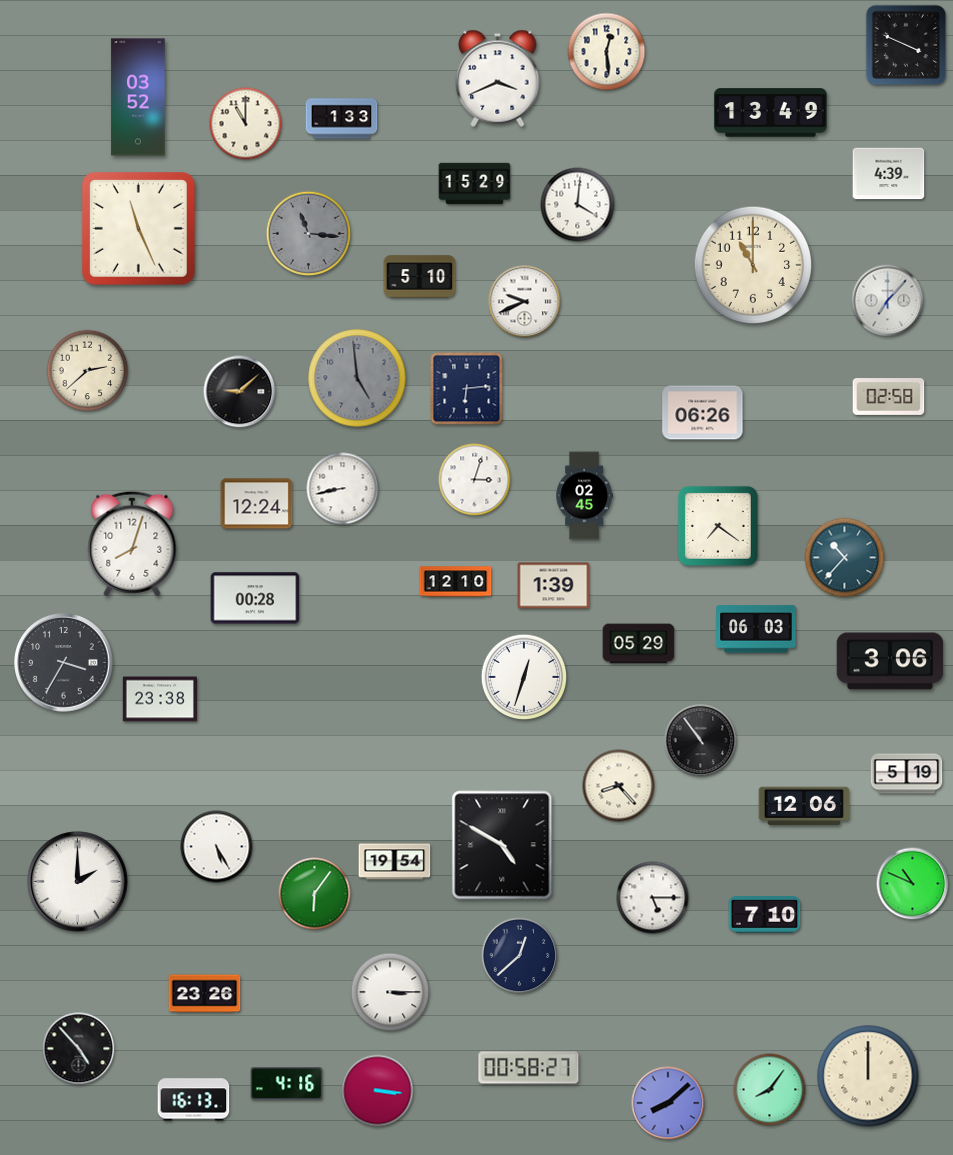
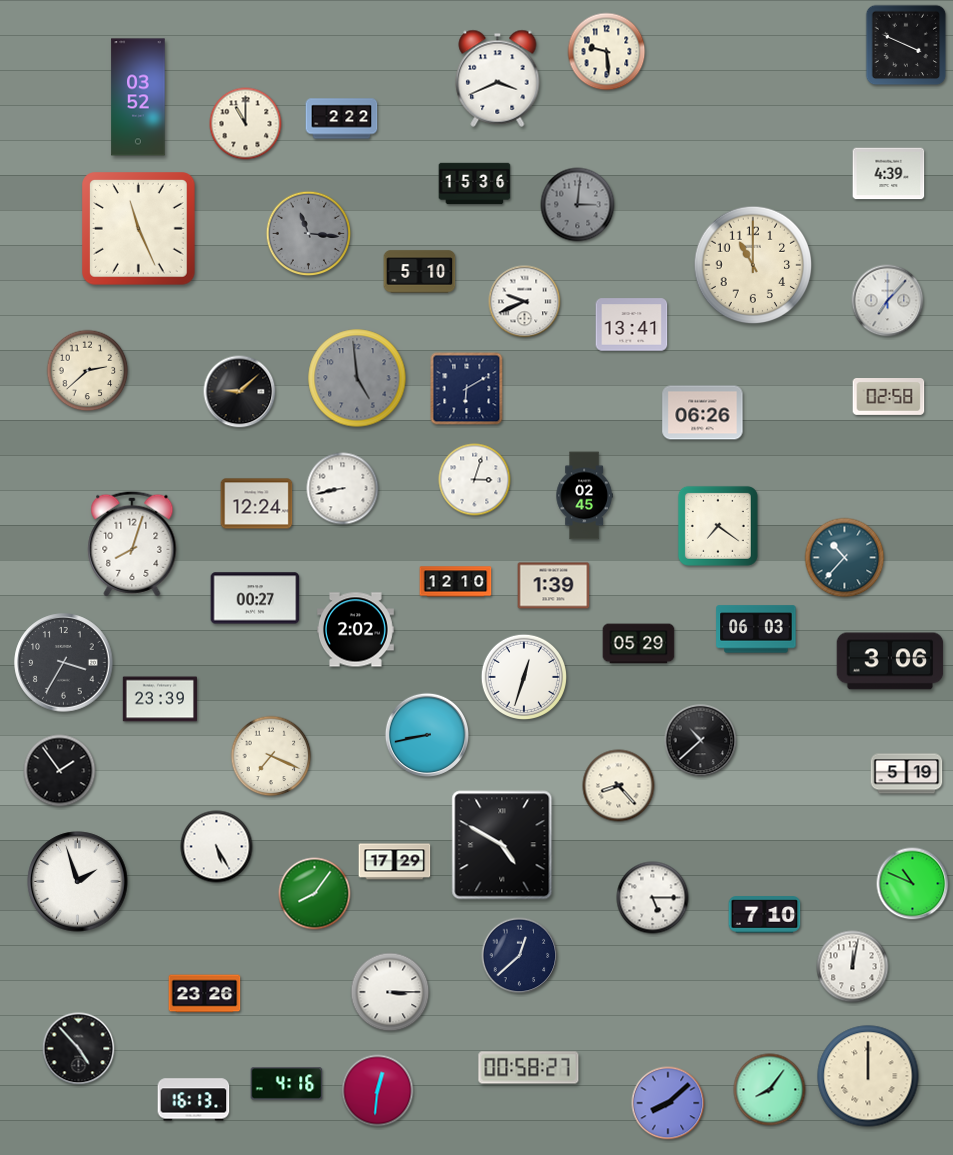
clock at (607, 52): 12:29 -> 9:29
clock at (771, 113): 13:49 -> none
clock at (342, 119): 1:33 -> 2:22
clock at (475, 184): 15:29 -> 15:36
clock at (578, 205): 4:01 -> 3:01
clock at (578, 205) dial: white -> grey
clock at (420, 277) position: (420, 277) -> (420, 272)
clock at (632, 325): none -> 13:41
clock at (467, 389): 6:14 -> 6:10
clock at (255, 598): 00:28 -> 00:27
clock at (356, 630): none -> 2:02
clock at (159, 699): 23:38 -> 23:39
clock at (426, 734): none -> 8:43
clock at (701, 741): 10:54 -> 10:38
clock at (271, 756): none -> 7:19
clock at (60, 771): none -> 1:54
clock at (804, 806): 12:06 -> none
clock at (395, 862): 19:54 -> 17:29
clock at (78, 882): 2:00 -> 1:57
clock at (315, 894): 6:06 -> 8:06
clock at (853, 967): none -> 12:02
clock at (378, 1091): 3:16 -> 12:31
